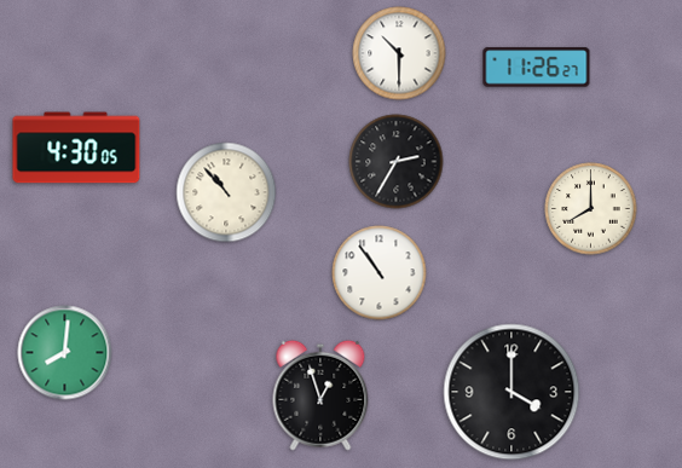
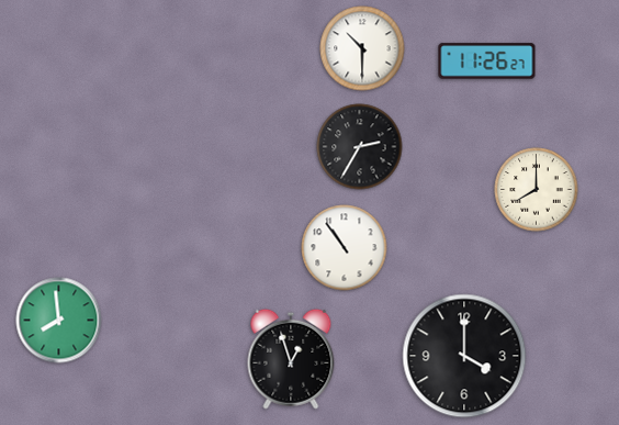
clock at (76, 148): 4:30 -> none
clock at (226, 192): 10:53 -> none
clock at (65, 353): 8:01 -> 7:59
